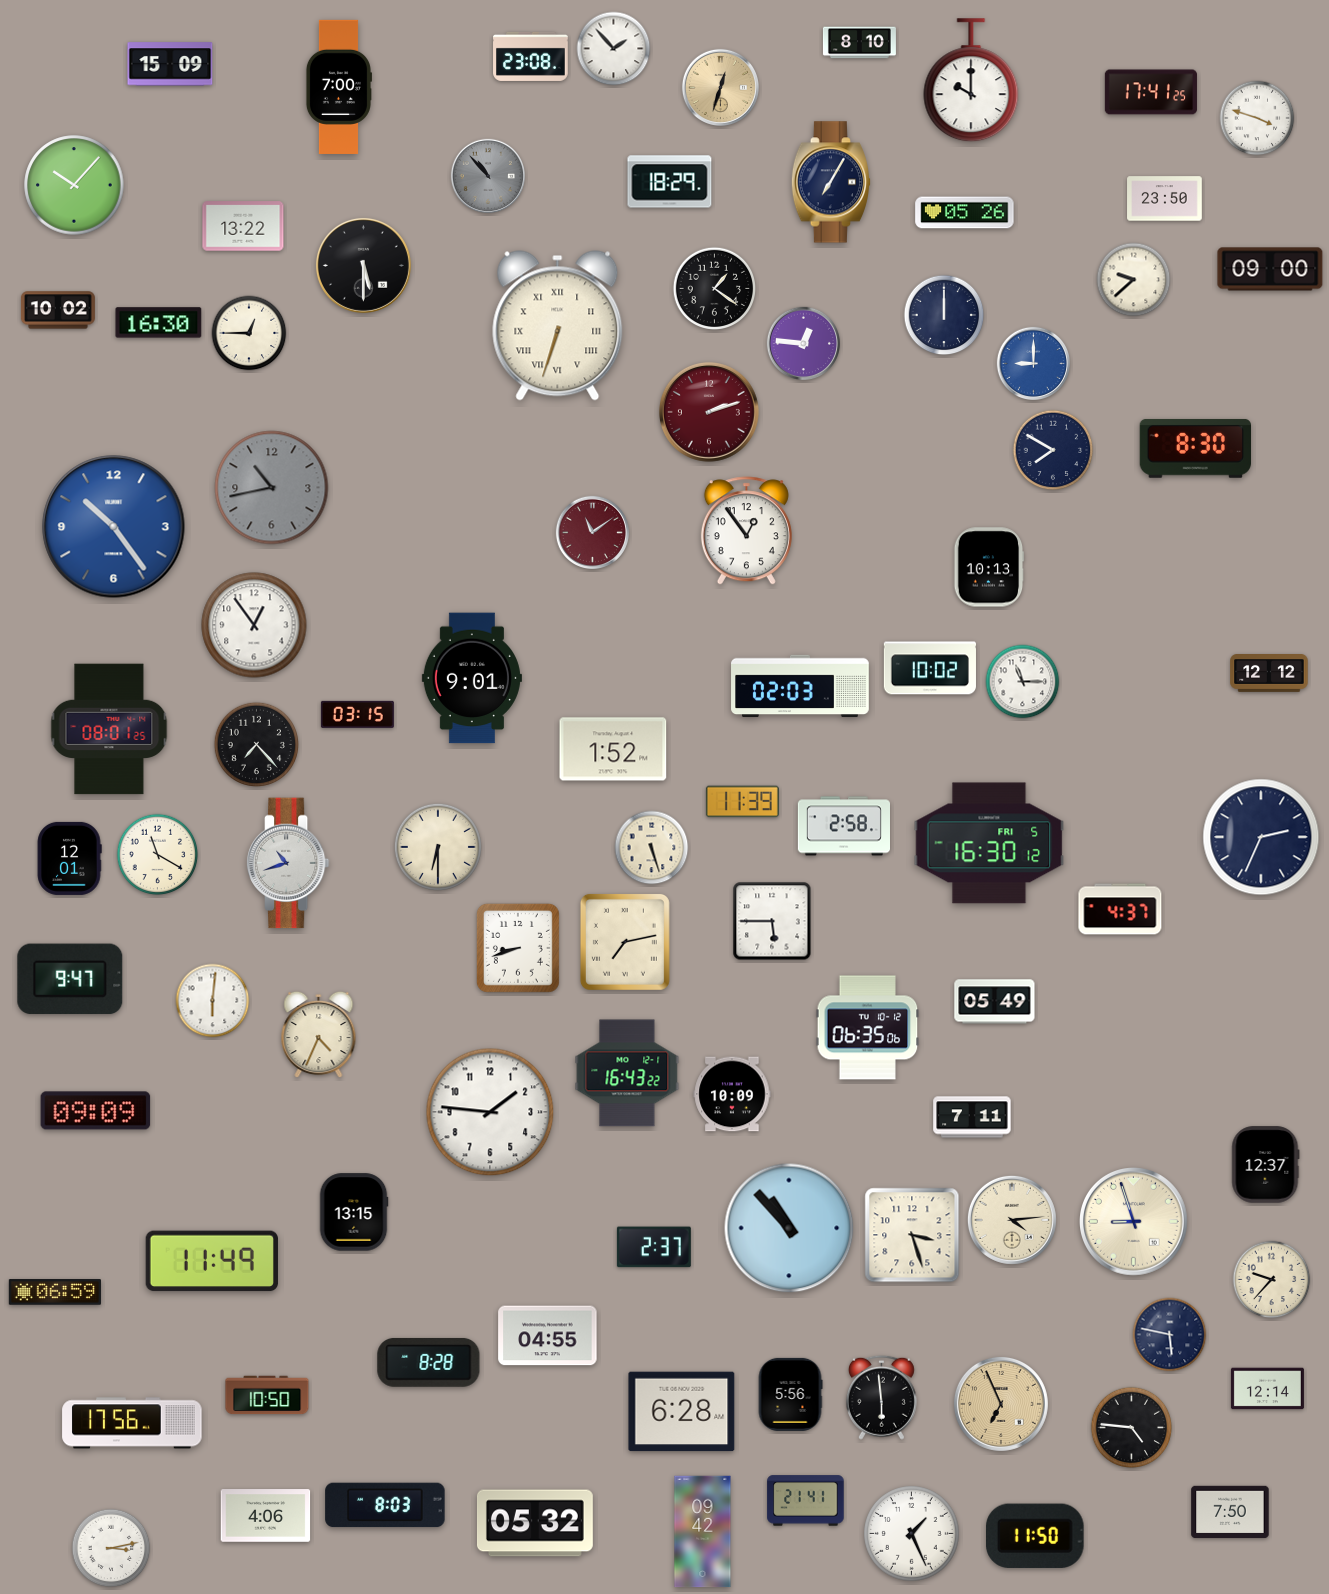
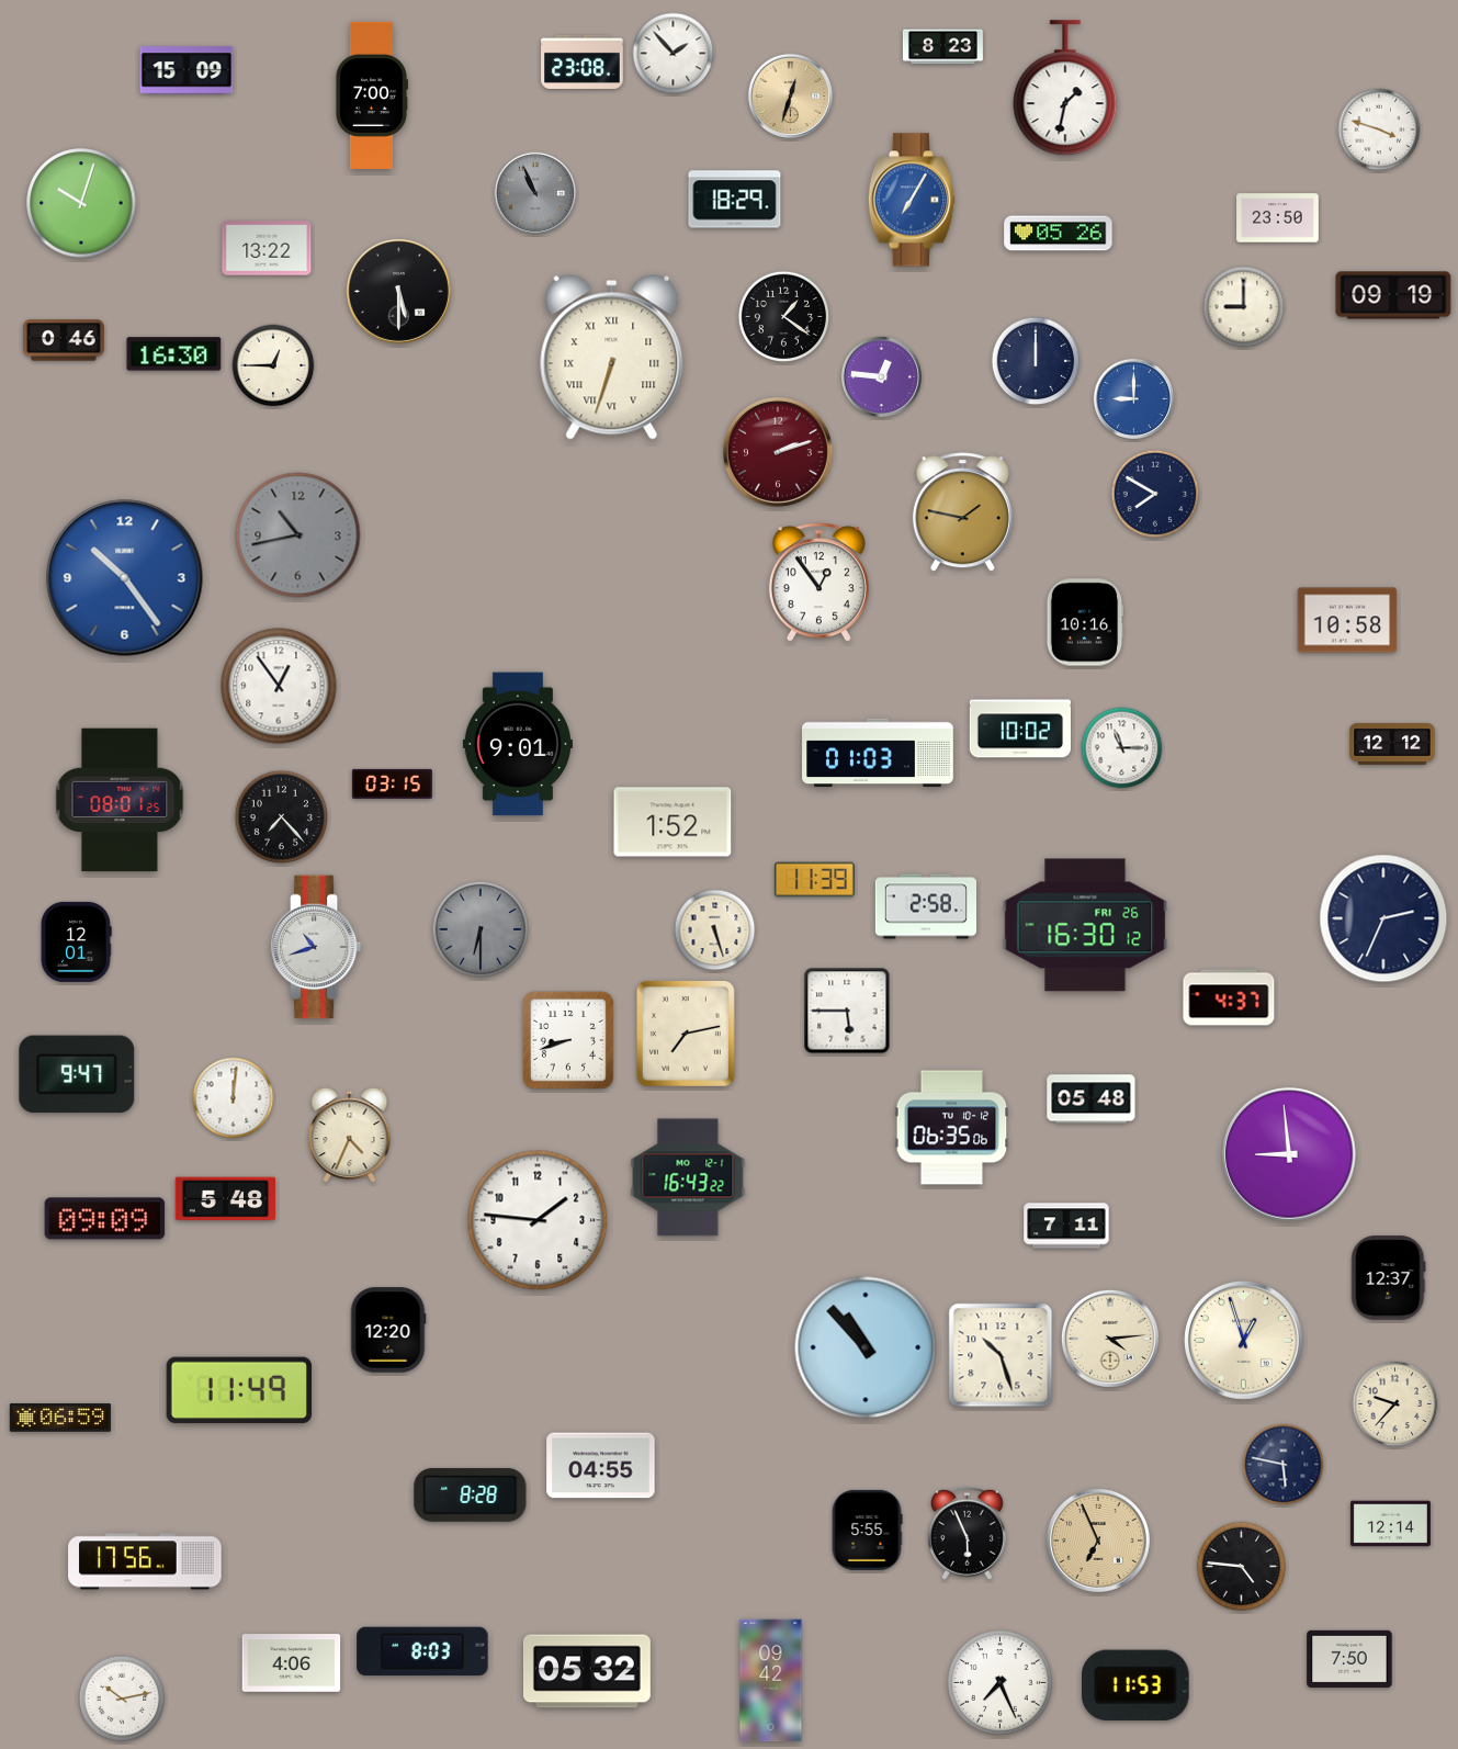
clock at (859, 43): 8:10 -> 8:23
clock at (971, 81): 10:00 -> 1:32
clock at (1151, 92): 17:41 -> none
clock at (487, 175): 10:53 -> 10:56
clock at (831, 182) dial: navy -> blue
clock at (74, 185): 10:07 -> 10:03
clock at (1270, 269): 09:00 -> 09:19
clock at (1134, 280): 9:38 -> 9:00
clock at (58, 310): 10:02 -> 0:46
clock at (944, 315) position: (944, 315) -> (1036, 361)
clock at (1195, 448): 8:30 -> none
clock at (962, 512): none -> 1:47
clock at (592, 532): 11:09 -> none
clock at (1347, 620): none -> 10:58
clock at (989, 567): 10:13 -> 10:16
clock at (930, 668) position: (930, 668) -> (1020, 729)
clock at (1269, 674) position: (1269, 674) -> (1392, 745)
clock at (800, 686): 02:03 -> 01:03
clock at (989, 843) date: FRI 5 -> FRI 26
clock at (438, 847) dial: cream -> grey
clock at (158, 855): 11:20 -> none
clock at (213, 1001): 6:01 -> 12:01
clock at (995, 1002): 05:49 -> 05:48
clock at (1289, 1154): none -> 8:59
clock at (225, 1199): none -> 5:48
clock at (732, 1094): 10:09 -> none
clock at (354, 1212): 13:15 -> 12:20
clock at (1134, 1222): 8:57 -> 12:57
clock at (912, 1235): 3:27 -> 10:27
clock at (654, 1247): 2:37 -> none
clock at (212, 1261) position: (212, 1261) -> (239, 1390)
clock at (790, 1394): 5:56 -> 5:55
clock at (267, 1395): 10:50 -> none
clock at (881, 1397): 5:59 -> 5:56
clock at (682, 1412): 6:28 -> none
clock at (806, 1501): 21:41 -> none
clock at (912, 1534): 1:26 -> 7:26
clock at (1036, 1535): 11:50 -> 11:53
clock at (111, 1548): 3:13 -> 10:13
